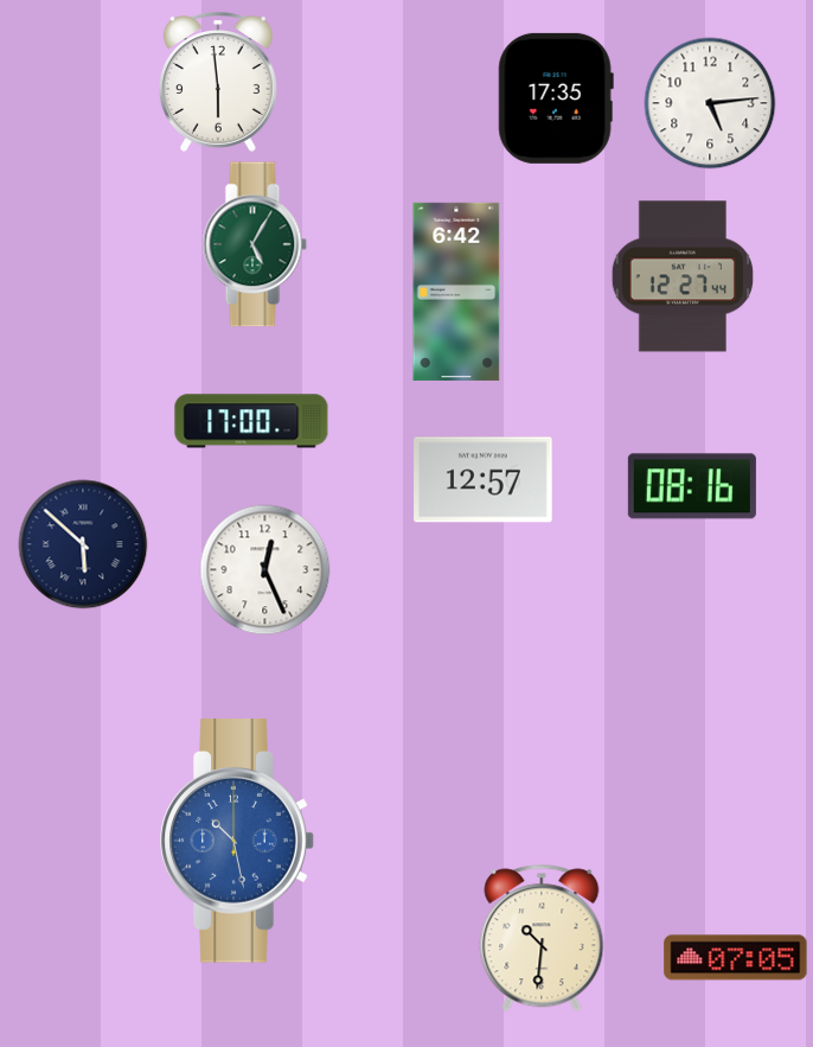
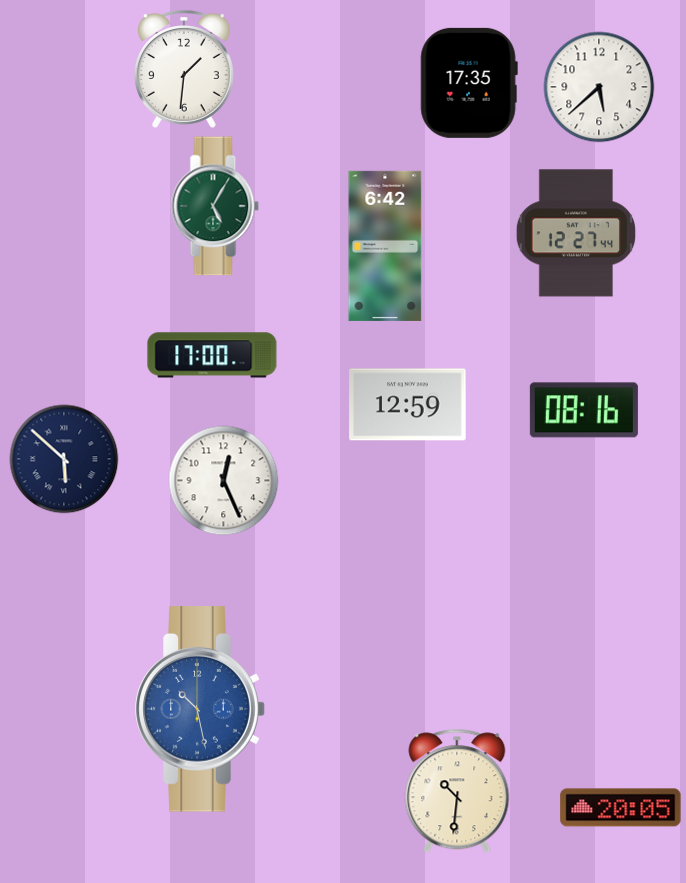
clock at (218, 82): 5:59 -> 1:31
clock at (710, 103): 5:14 -> 5:38
clock at (484, 480): 12:57 -> 12:59
clock at (83, 544) position: (83, 544) -> (64, 459)
clock at (736, 958): 07:05 -> 20:05
